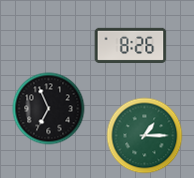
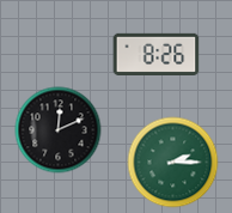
clock at (49, 109): 6:56 -> 12:11
clock at (145, 136): 1:15 -> 2:15
